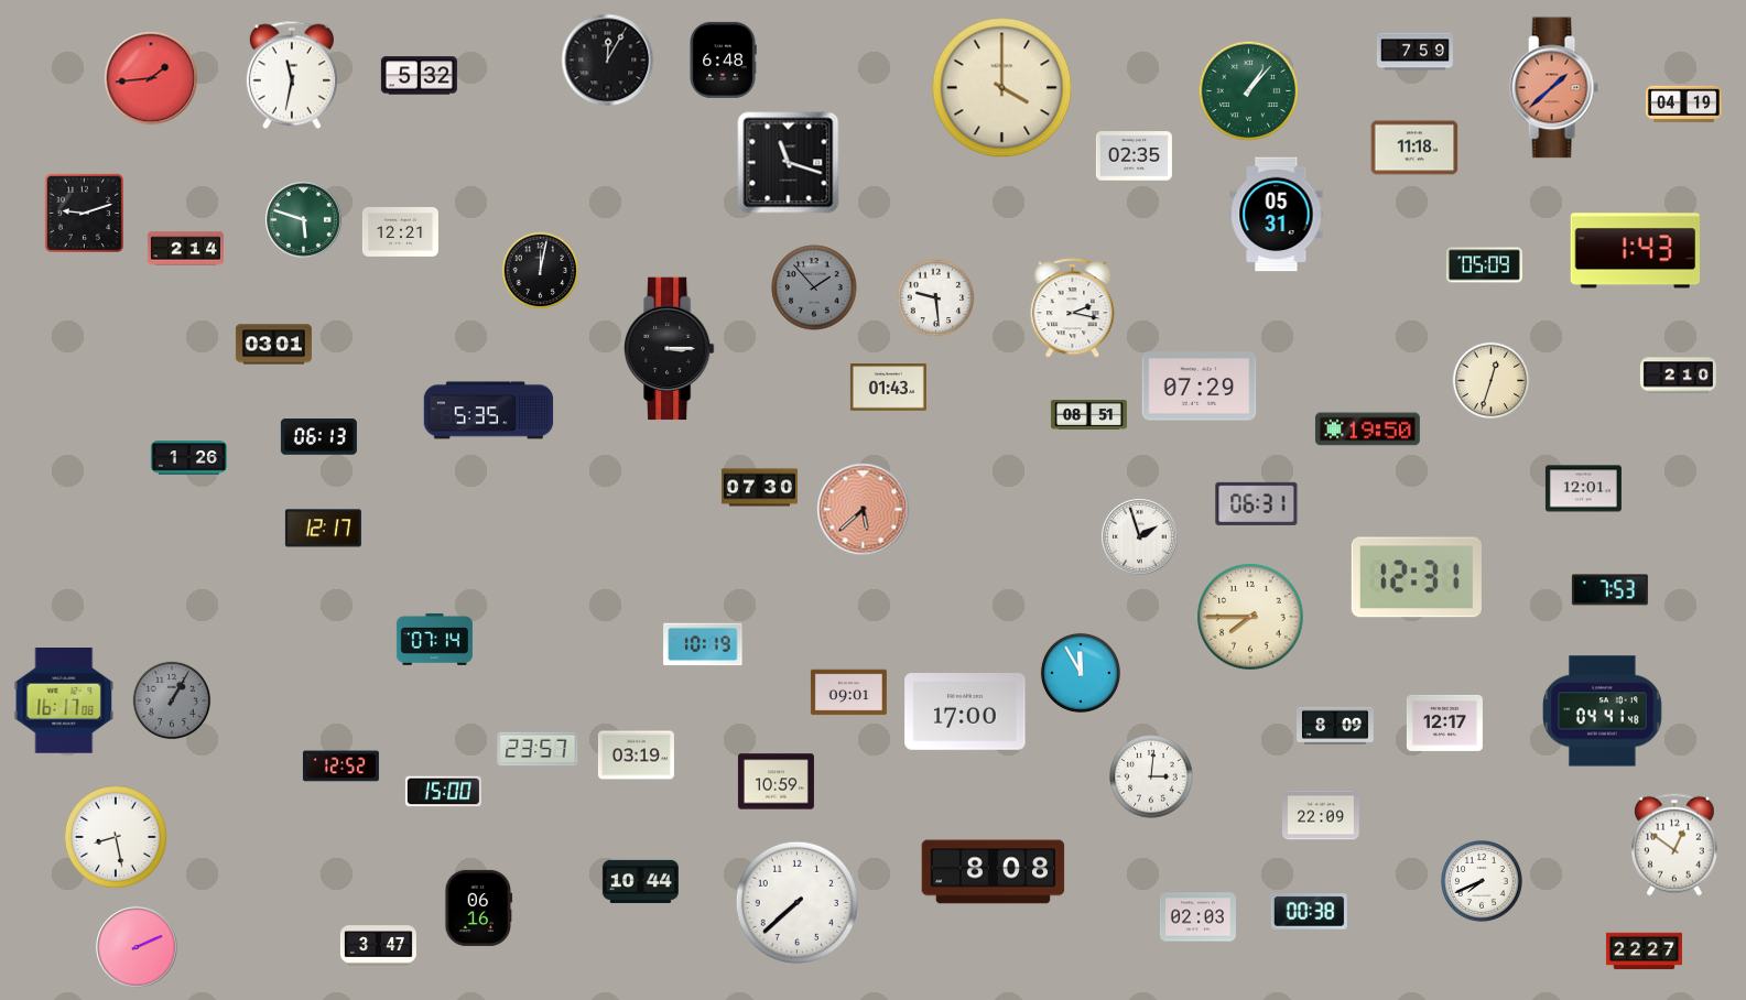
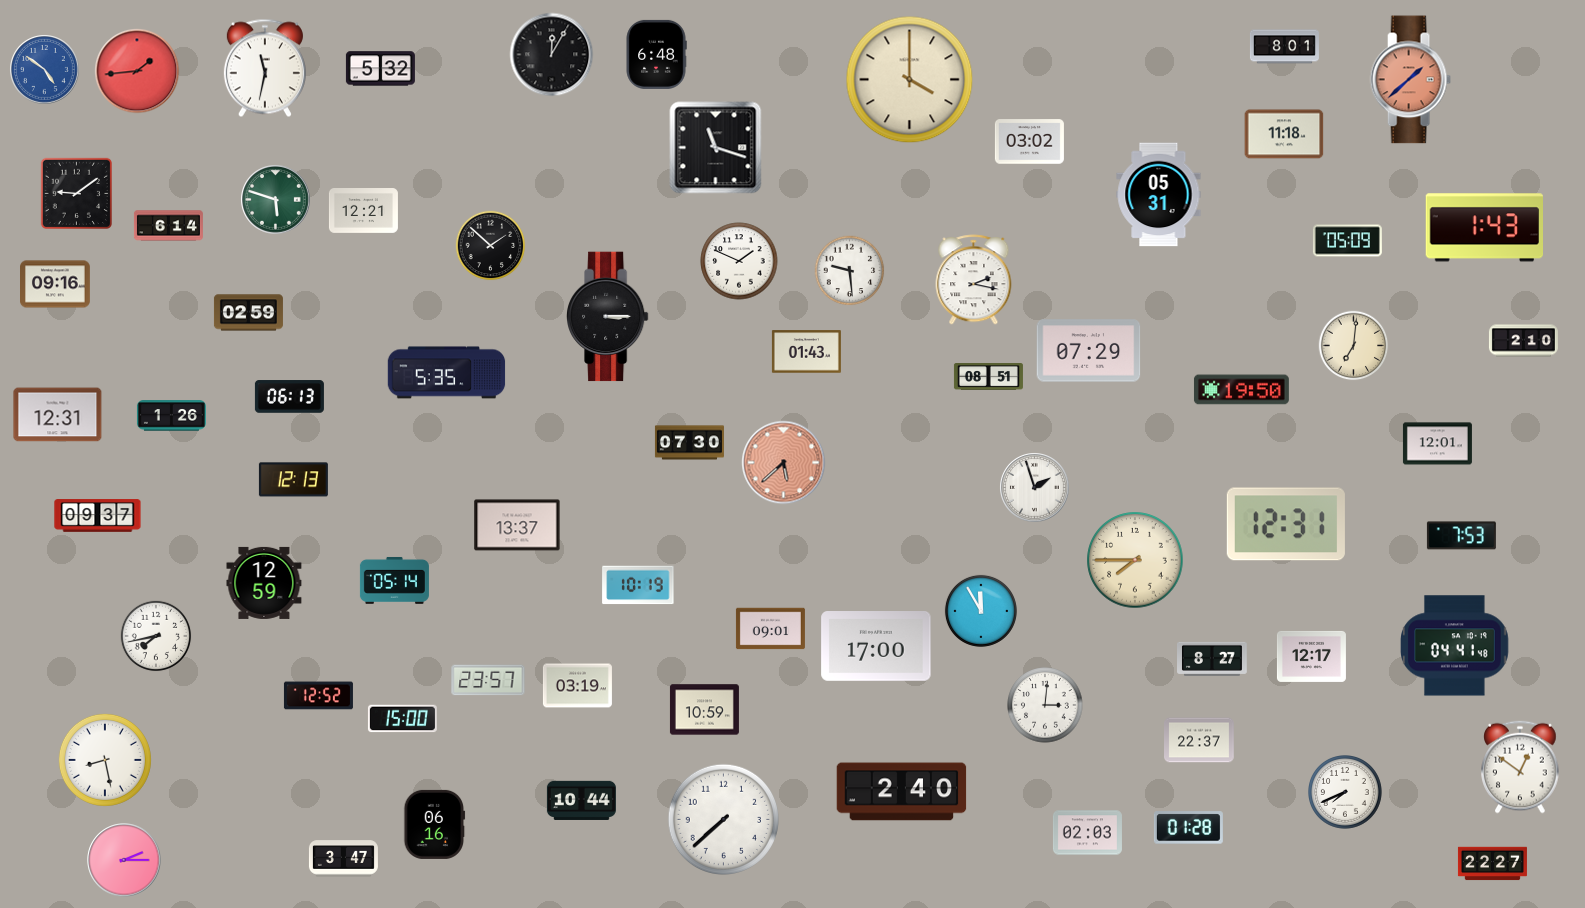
clock at (1414, 52): 7:59 -> 8:01
clock at (45, 70): none -> 4:51
clock at (1249, 91): 1:07 -> none
clock at (1683, 105): 04:19 -> none
clock at (1134, 156): 02:35 -> 03:02
clock at (84, 213): 9:12 -> 9:09
clock at (185, 249): 2:14 -> 6:14
clock at (541, 271): 12:02 -> 1:52
clock at (814, 287): 1:53 -> 1:49
clock at (814, 287) dial: grey -> white
clock at (56, 284): none -> 09:16
clock at (273, 345): 03:01 -> 02:59
clock at (1492, 381): 12:33 -> 7:01
clock at (489, 411) position: (489, 411) -> (447, 373)
clock at (58, 415): none -> 12:31
clock at (1257, 503): 06:31 -> none
clock at (323, 529): 12:17 -> 12:13
clock at (98, 516): none -> 09:37
clock at (517, 525): none -> 13:37
clock at (434, 639): 07:14 -> 05:14
clock at (264, 583): none -> 12:59
clock at (172, 700): 1:05 -> 7:43
clock at (172, 700) dial: grey -> white
clock at (64, 702): 16:17 -> none
clock at (1336, 726): 8:09 -> 8:27
clock at (340, 767) position: (340, 767) -> (318, 696)
clock at (1322, 815): 22:09 -> 22:37
clock at (994, 872): 8:08 -> 2:40
clock at (1483, 882) position: (1483, 882) -> (1346, 793)
clock at (1309, 912): 00:38 -> 01:28
clock at (137, 947): 2:11 -> 2:15
